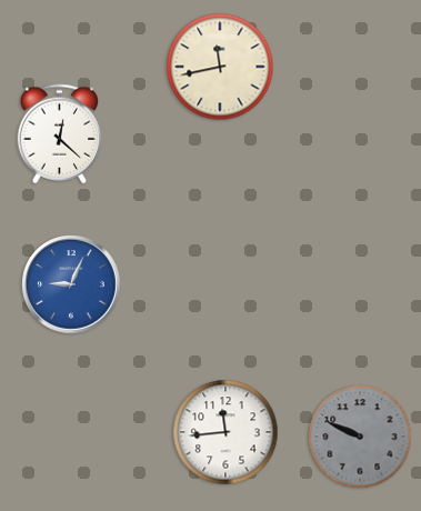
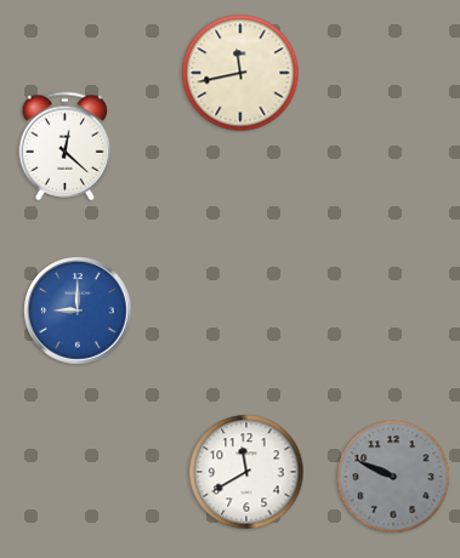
clock at (71, 284): 9:04 -> 9:00
clock at (225, 432): 11:44 -> 11:40
